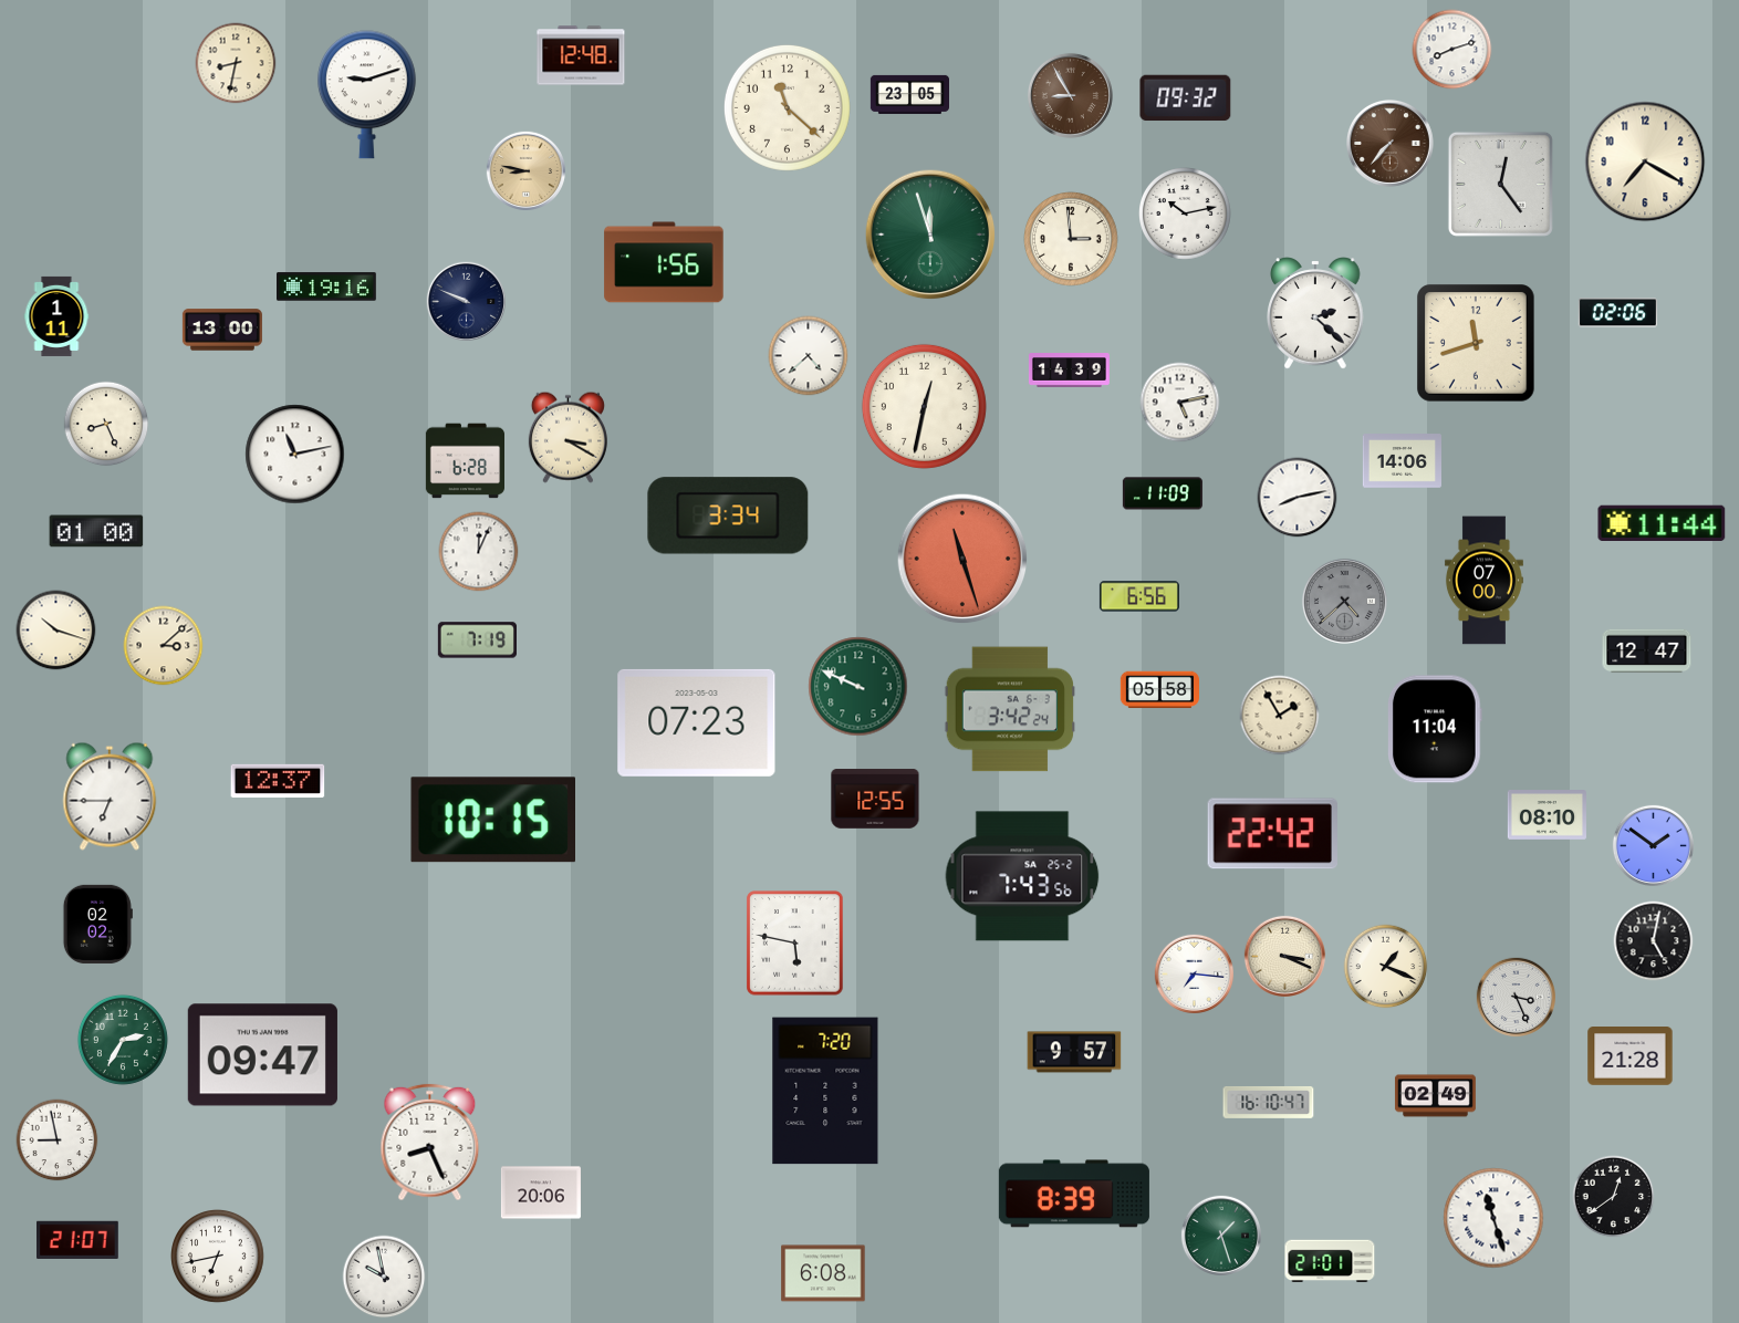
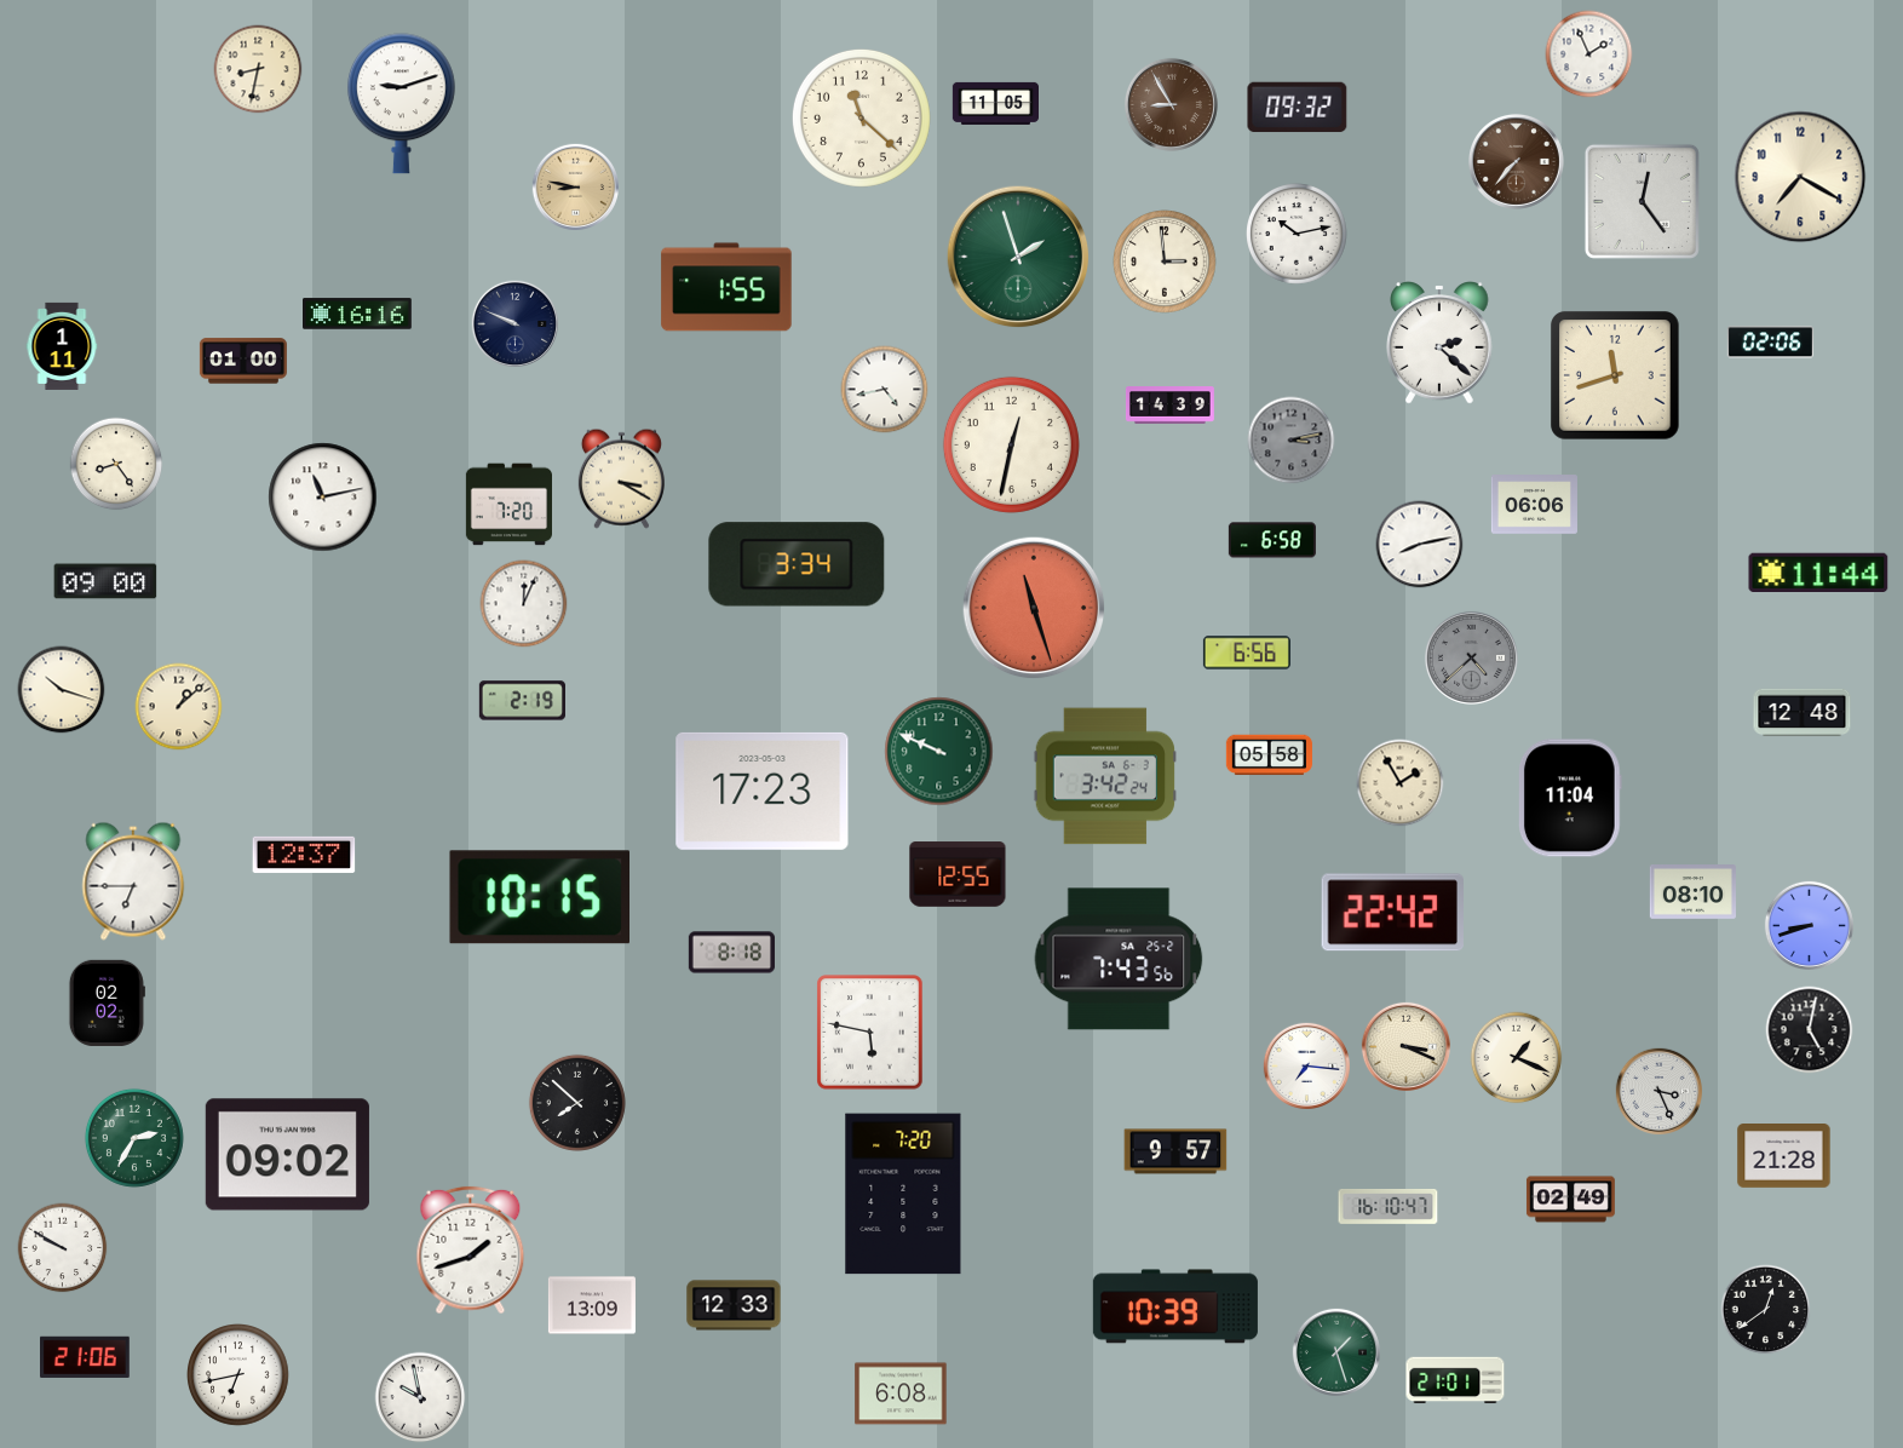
clock at (1452, 50): 8:12 -> 1:56
clock at (581, 55): 12:48 -> none
clock at (909, 94): 23:05 -> 11:05
clock at (1389, 143) position: (1389, 143) -> (1516, 161)
clock at (930, 235): 11:57 -> 1:57
clock at (1071, 239) position: (1071, 239) -> (1165, 262)
clock at (664, 262): 1:56 -> 1:55
clock at (327, 287): 19:16 -> 16:16
clock at (466, 301) position: (466, 301) -> (514, 323)
clock at (222, 330): 13:00 -> 01:00
clock at (809, 356): 4:38 -> 4:43
clock at (1180, 403): 5:13 -> 3:13
clock at (1180, 403) dial: white -> grey
clock at (106, 424): 8:26 -> 8:24
clock at (465, 461): 6:28 -> 7:20
clock at (1402, 461): 14:06 -> 06:06
clock at (1163, 493): 11:09 -> 6:58
clock at (96, 531): 01:00 -> 09:00
clock at (962, 559) position: (962, 559) -> (1034, 608)
clock at (1483, 581): 07:00 -> none
clock at (477, 640): 7:19 -> 2:19
clock at (164, 646): 3:08 -> 1:08
clock at (1647, 652): 12:47 -> 12:48
clock at (697, 722): 07:23 -> 17:23
clock at (110, 796) position: (110, 796) -> (133, 881)
clock at (1653, 845): 1:51 -> 8:42
clock at (731, 953): none -> 8:18
clock at (97, 924) position: (97, 924) -> (107, 1002)
clock at (577, 1103): none -> 7:52
clock at (262, 1055): 09:47 -> 09:02
clock at (58, 1140): 8:58 -> 9:50
clock at (430, 1143): 8:26 -> 1:42
clock at (541, 1192): 20:06 -> 13:09
clock at (734, 1305): none -> 12:33
clock at (1074, 1194): 8:39 -> 10:39
clock at (1493, 1218): 11:27 -> none
clock at (79, 1239): 21:07 -> 21:06
